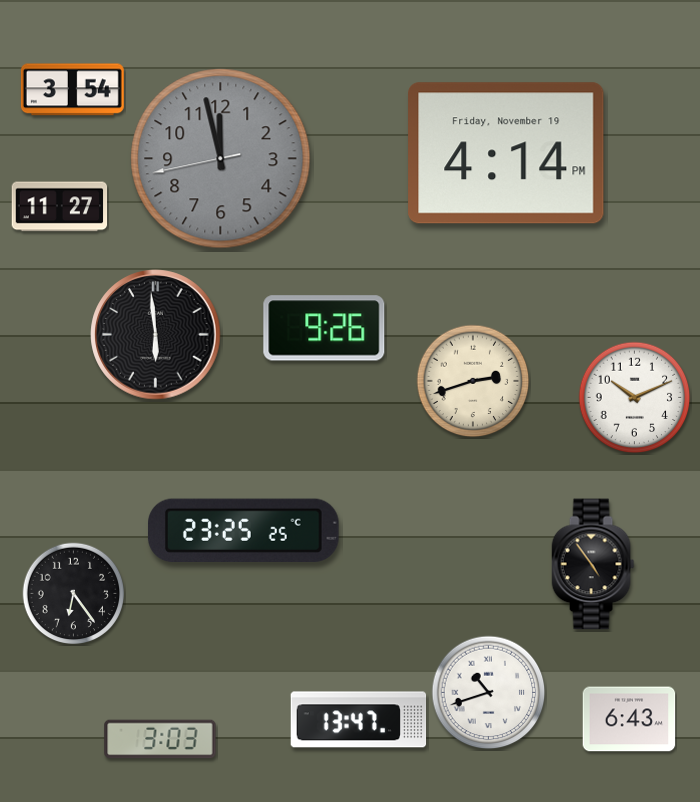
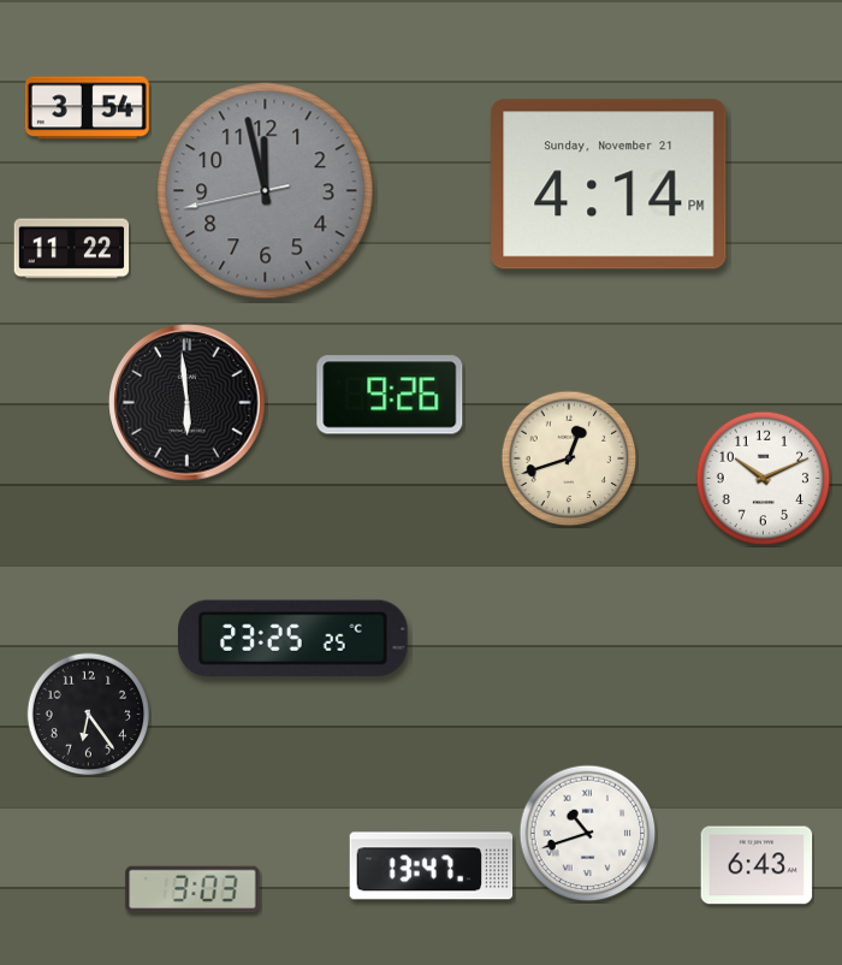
clock at (506, 153) date: Friday, November 19 -> Sunday, November 21
clock at (60, 207): 11:27 -> 11:22
clock at (473, 381): 2:42 -> 12:42
clock at (593, 564): 4:54 -> none
